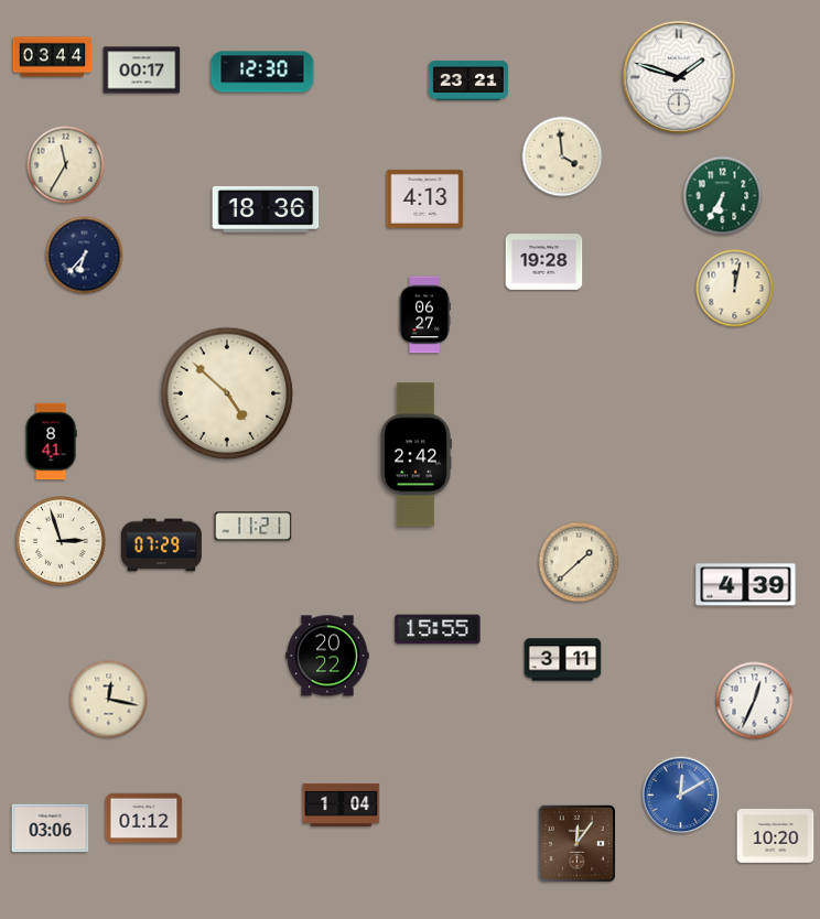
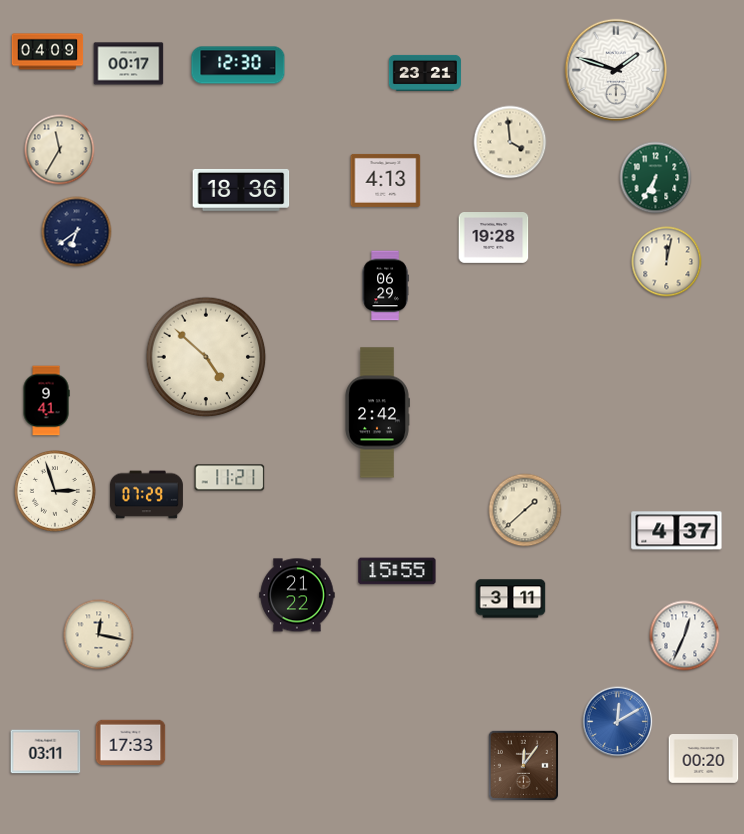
clock at (53, 57): 03:44 -> 04:09
clock at (85, 256): 6:37 -> 6:39
clock at (424, 315): 06:27 -> 06:29
clock at (51, 442): 8:41 -> 9:41
clock at (746, 585): 4:39 -> 4:37
clock at (327, 656): 20:22 -> 21:22
clock at (342, 804): 1:04 -> none
clock at (144, 819): 01:12 -> 17:33
clock at (51, 829): 03:06 -> 03:11
clock at (776, 836): 10:20 -> 00:20
